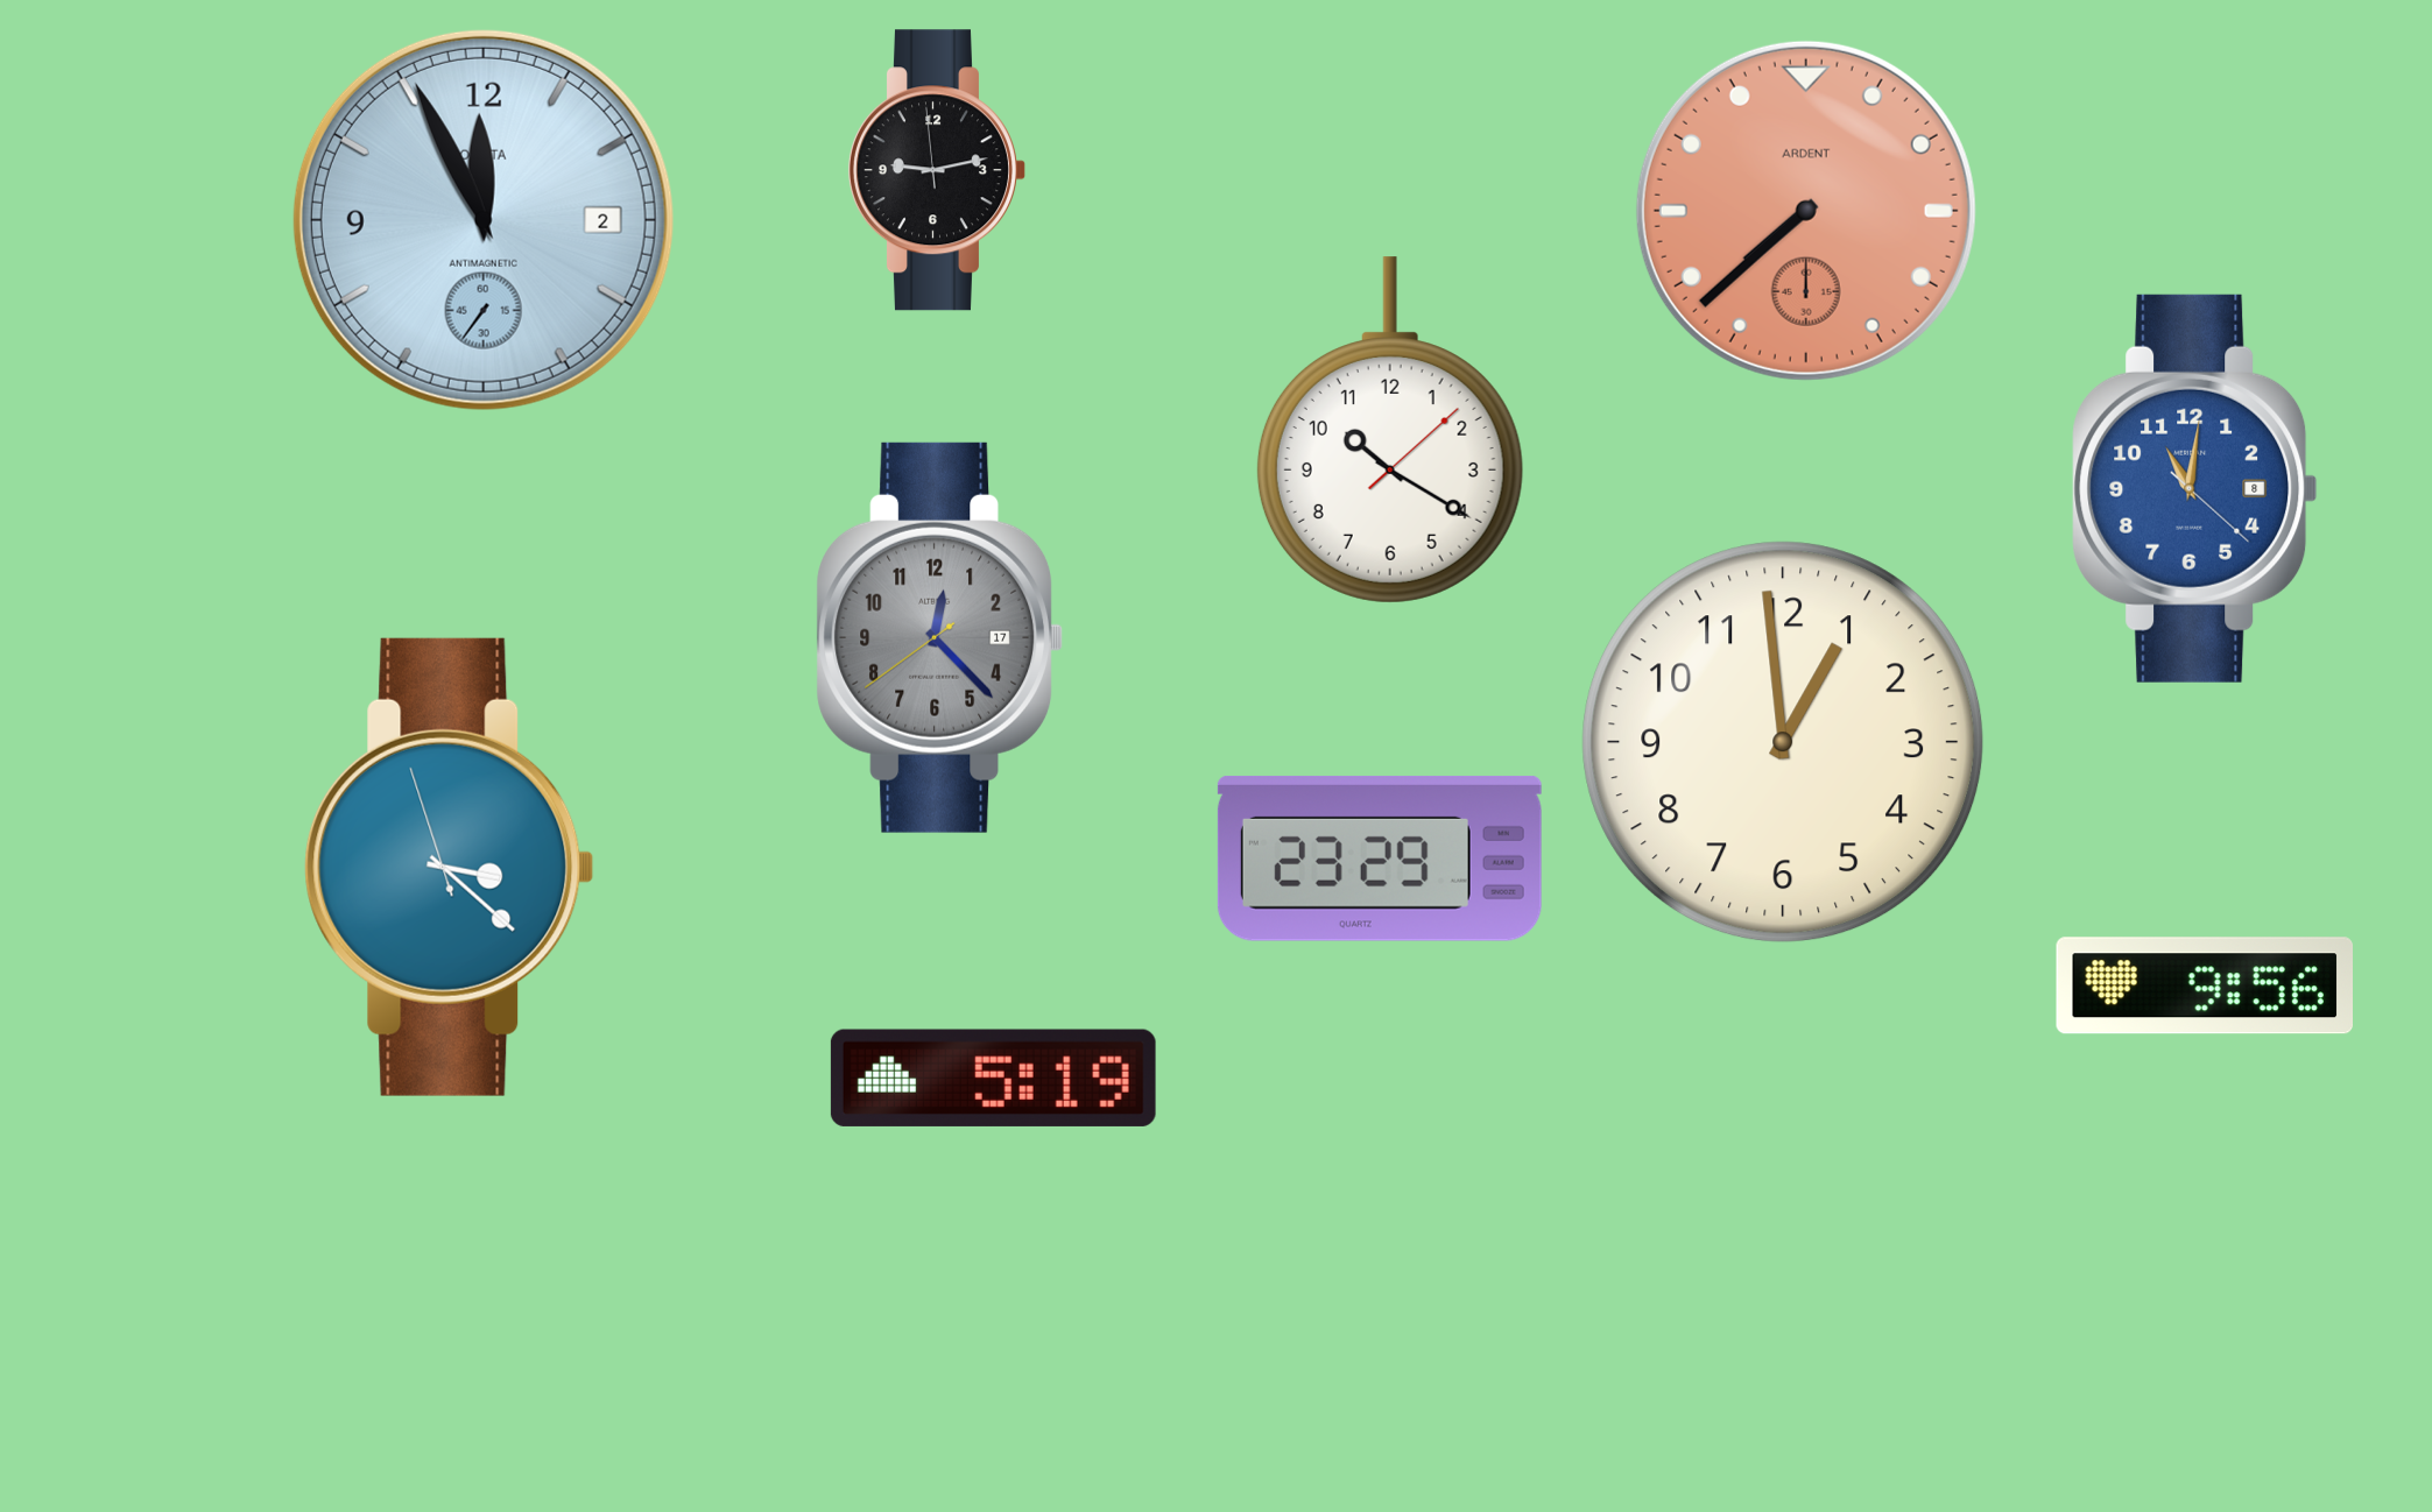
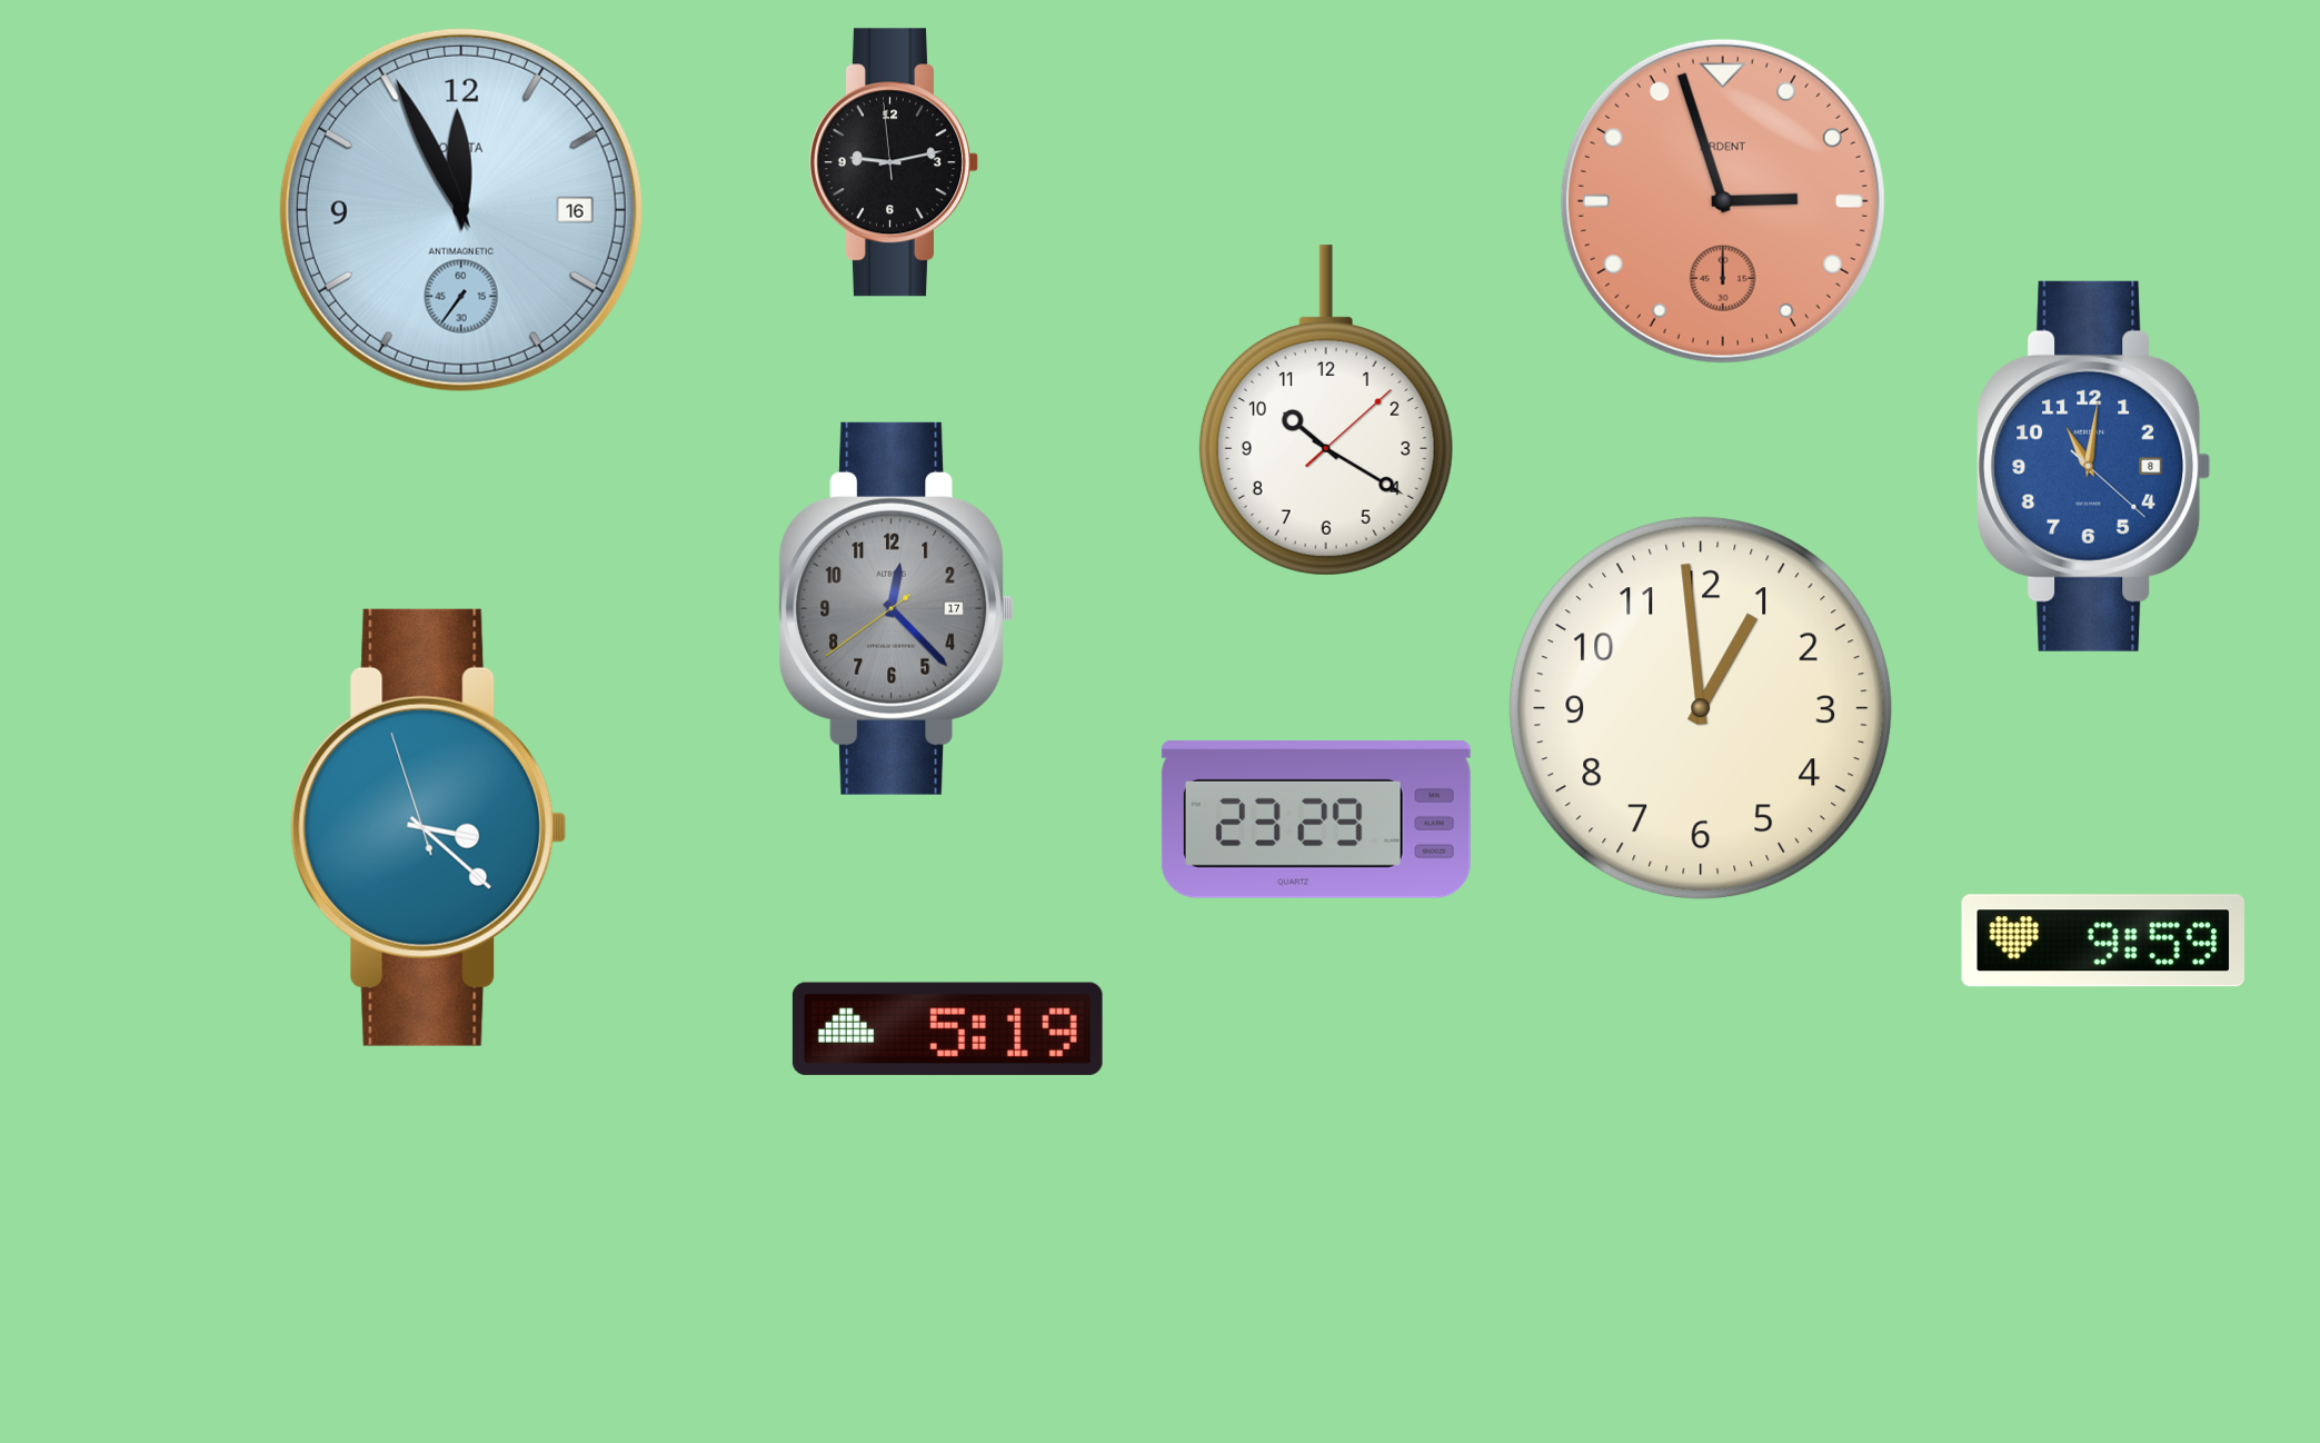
clock at (1806, 211): 7:38 -> 2:57
clock at (484, 220) date: 2 -> 16
clock at (2204, 985): 9:56 -> 9:59
